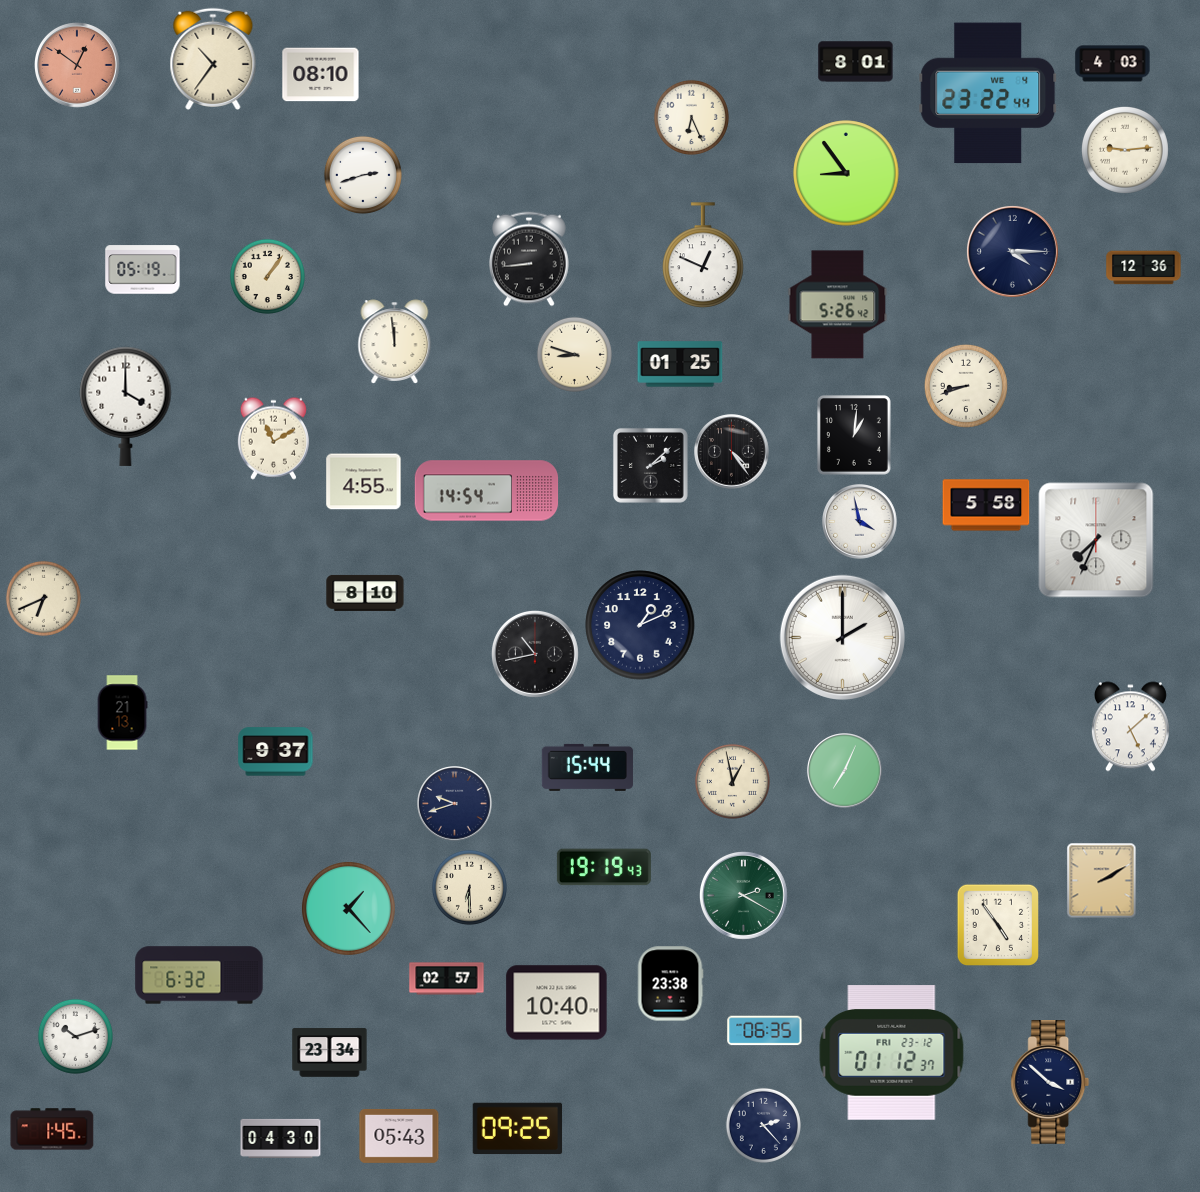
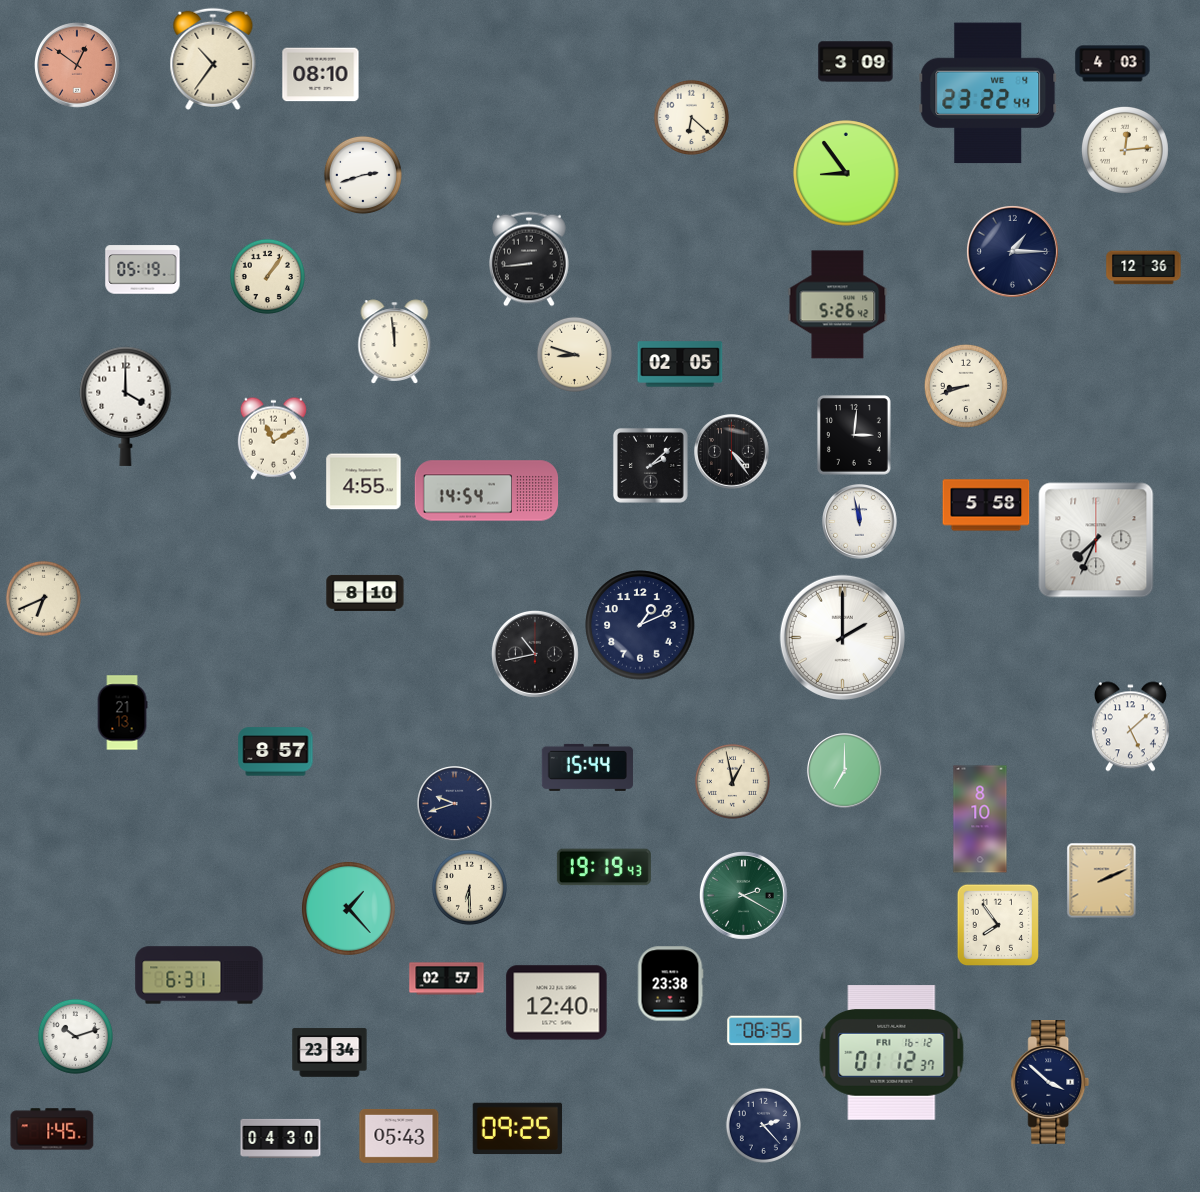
clock at (856, 62): 8:01 -> 3:09
clock at (691, 117): 6:26 -> 6:22
clock at (1125, 150): 9:14 -> 12:14
clock at (1012, 251): 4:15 -> 1:15
clock at (703, 255): 12:49 -> none
clock at (680, 364): 01:25 -> 02:05
clock at (855, 436): 1:01 -> 3:01
clock at (860, 522): 3:58 -> 11:58
clock at (276, 752): 9:37 -> 8:57
clock at (845, 771): 7:04 -> 7:00
clock at (980, 819): none -> 8:10
clock at (1102, 881): 2:10 -> 2:11
clock at (997, 924): 4:54 -> 7:54
clock at (199, 975): 6:32 -> 6:31
clock at (557, 1003): 10:40 -> 12:40
clock at (892, 1053) date: FRI 23-12 -> FRI 16-12
